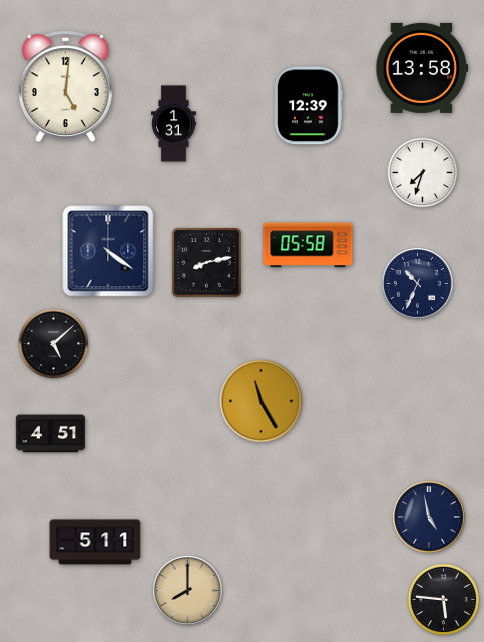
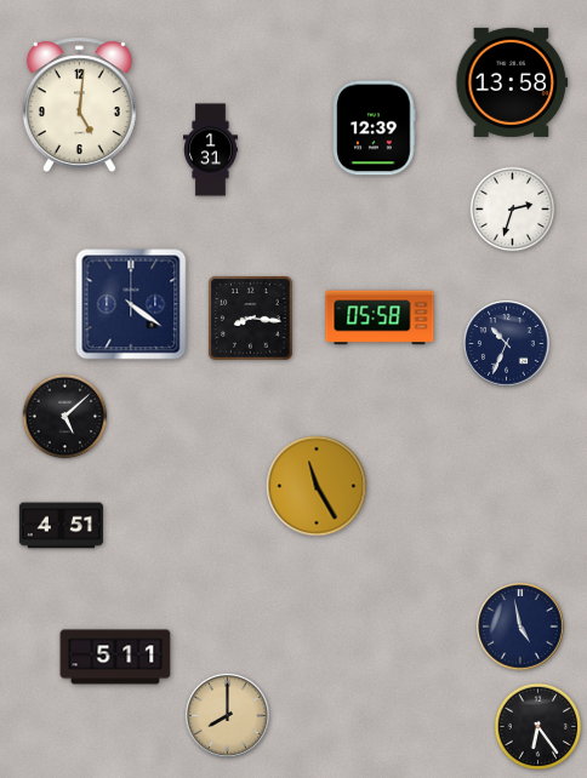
clock at (423, 173): 7:33 -> 2:33
clock at (308, 245) position: (308, 245) -> (380, 318)
clock at (207, 263): 8:13 -> 8:16
clock at (444, 600): 5:46 -> 6:24
